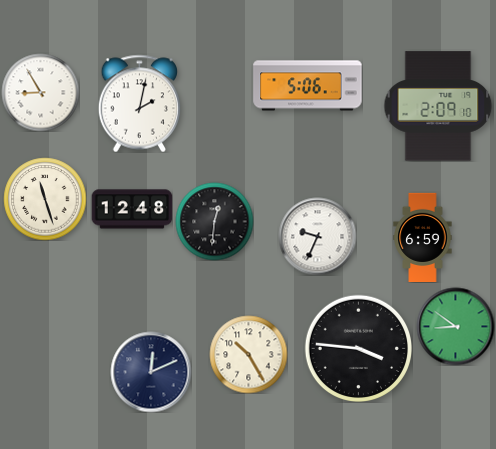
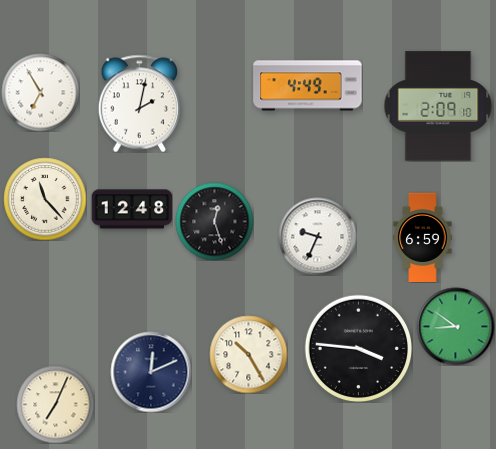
clock at (308, 86): 5:06 -> 4:49
clock at (40, 92): 8:55 -> 6:55
clock at (45, 199): 11:27 -> 11:23
clock at (214, 221): 12:31 -> 12:27
clock at (55, 404): none -> 7:04
